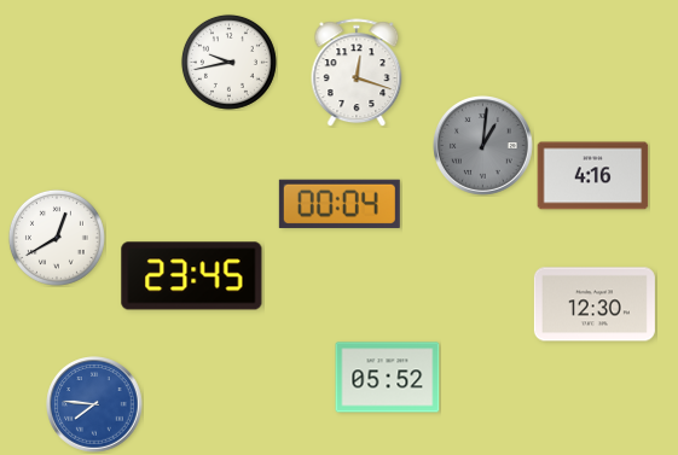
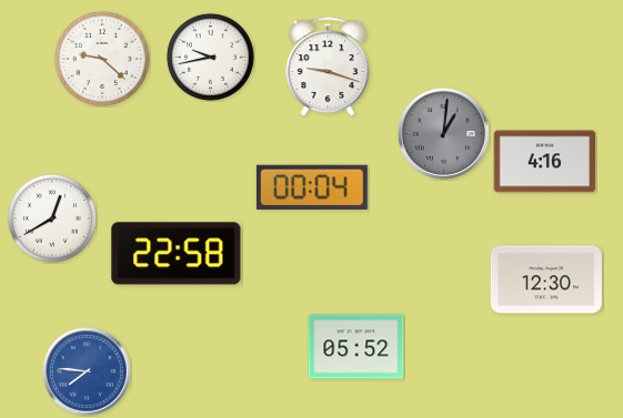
clock at (102, 59): none -> 9:22
clock at (357, 72): 12:18 -> 9:18
clock at (192, 276): 23:45 -> 22:58
